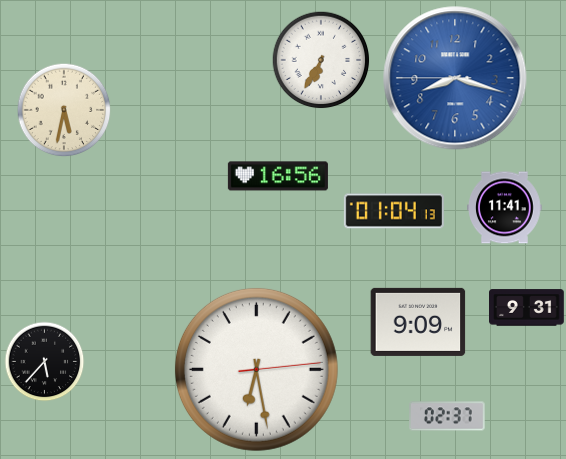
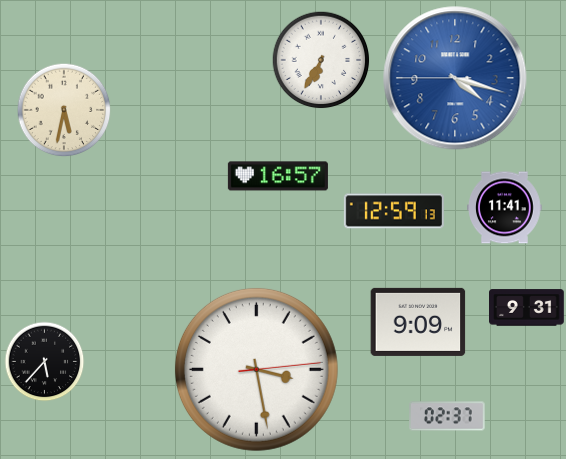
clock at (455, 78): 8:17 -> 4:17
clock at (278, 176): 16:56 -> 16:57
clock at (394, 211): 01:04 -> 12:59
clock at (256, 369): 6:28 -> 3:28
